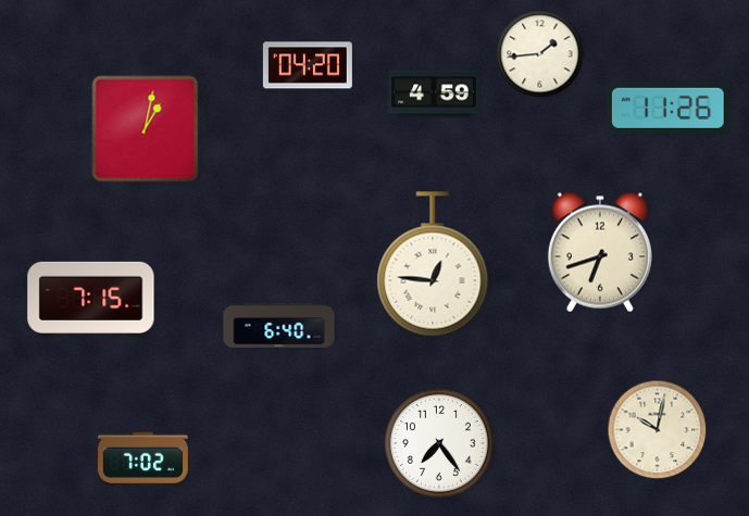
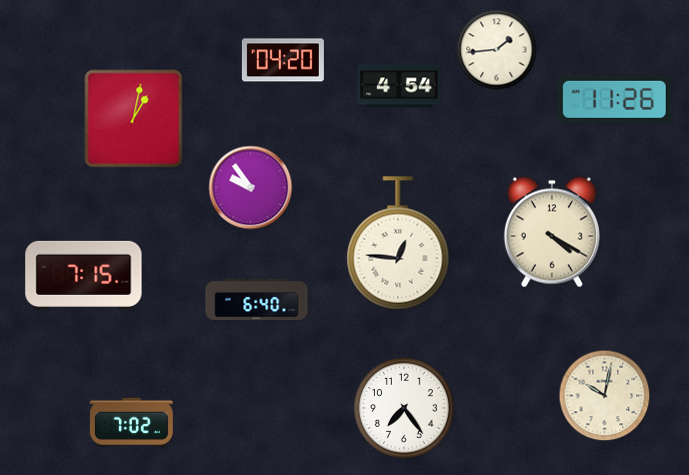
clock at (434, 93): 4:59 -> 4:54
clock at (251, 188): none -> 9:54
clock at (600, 252): 6:42 -> 4:20
